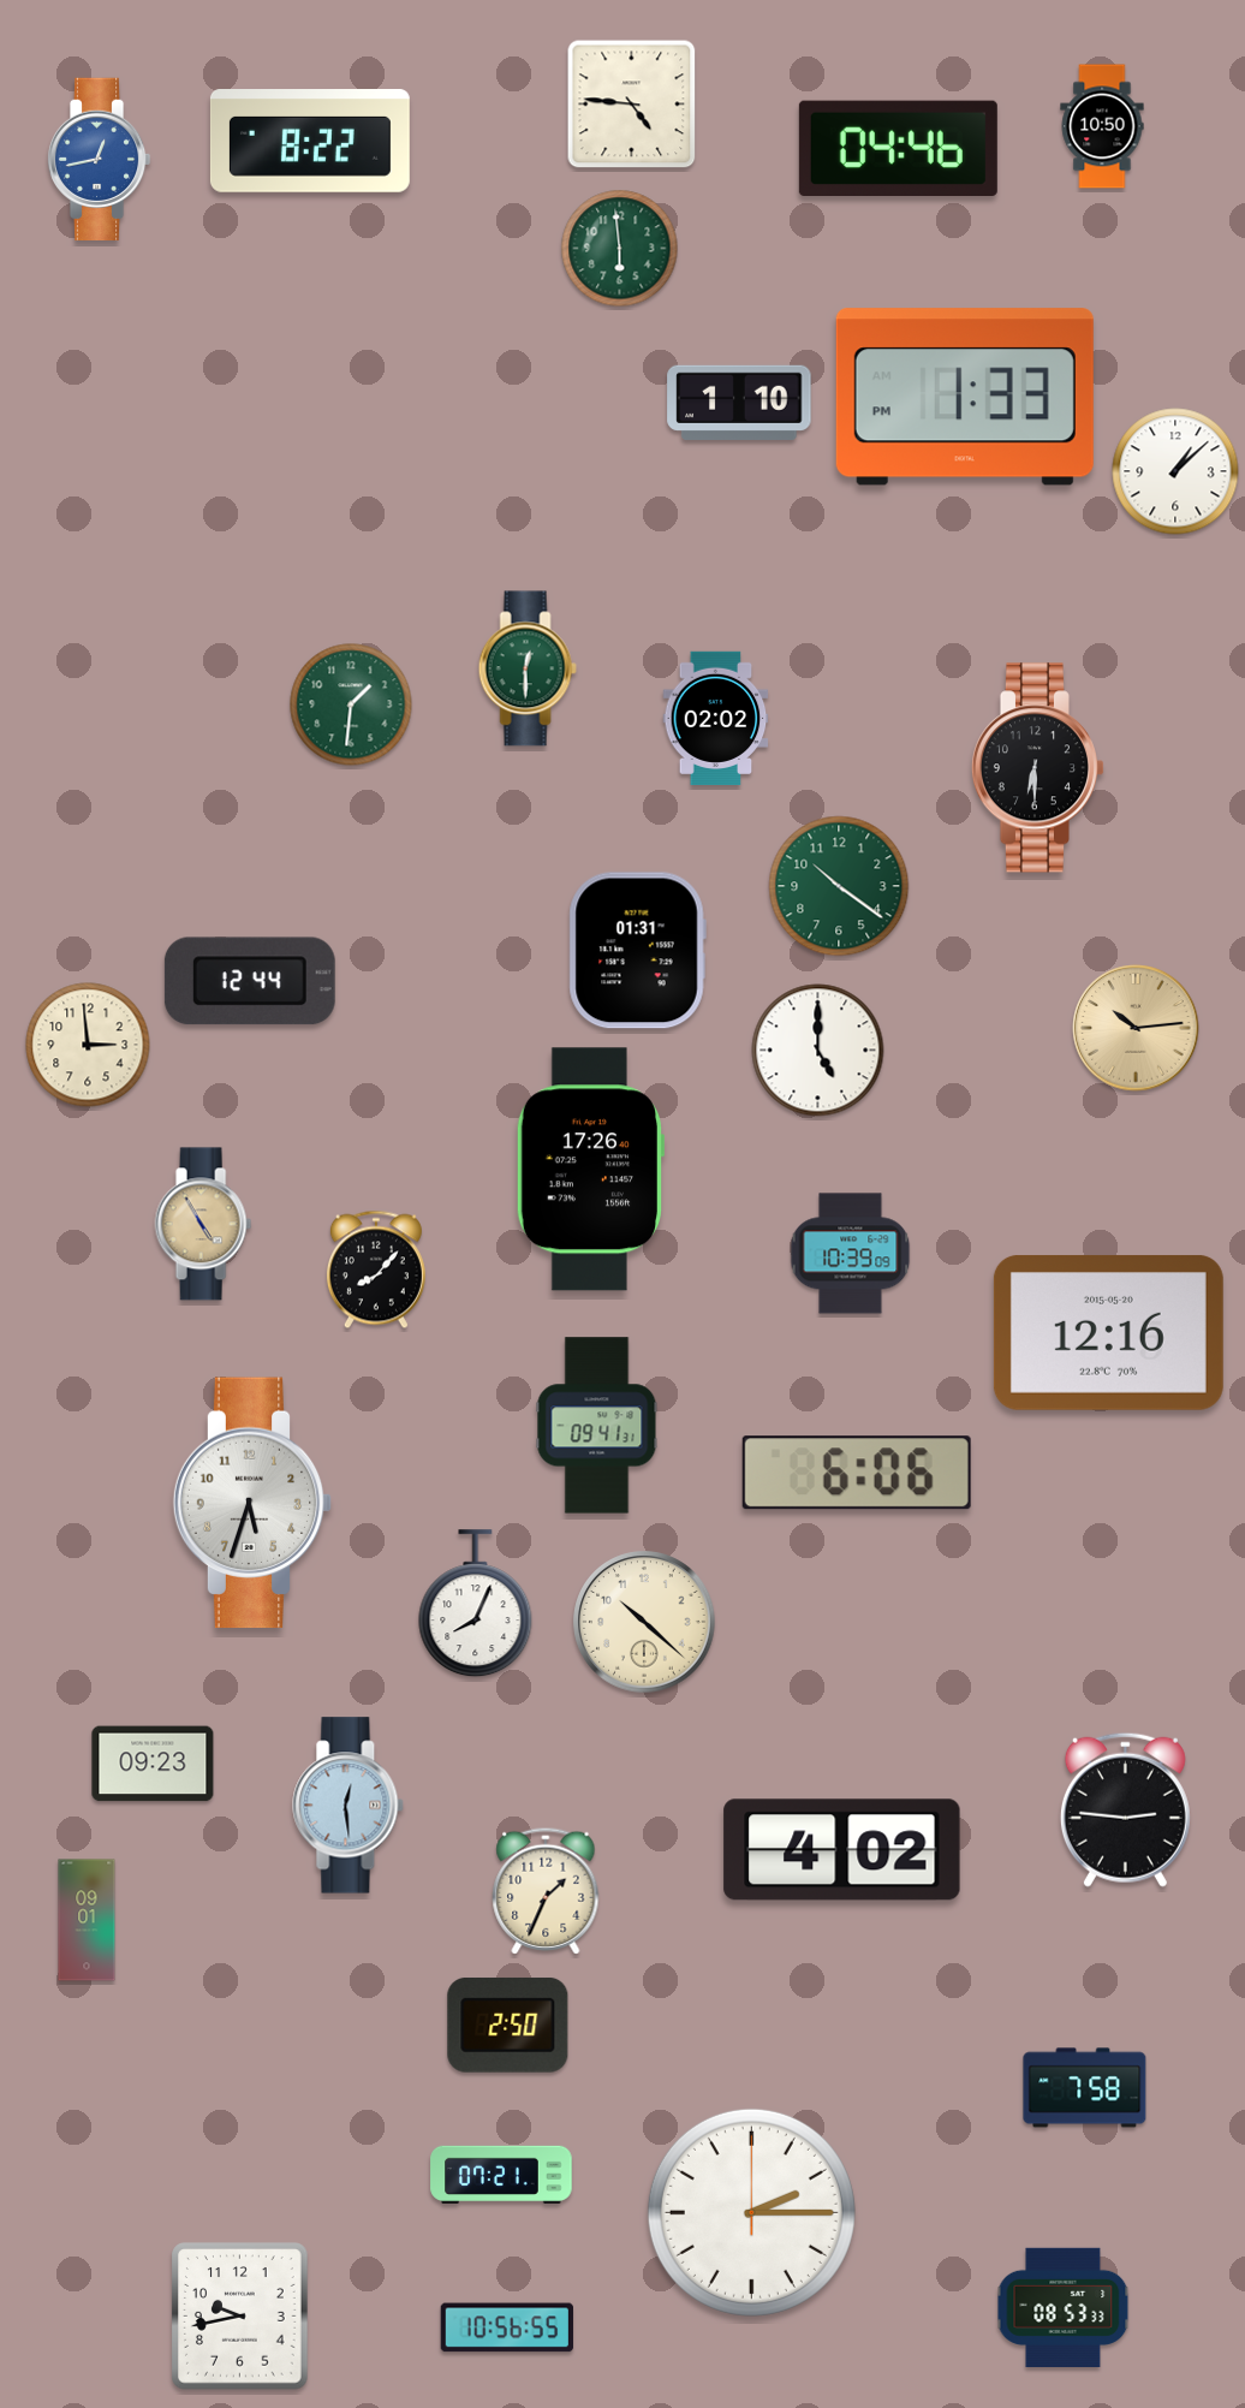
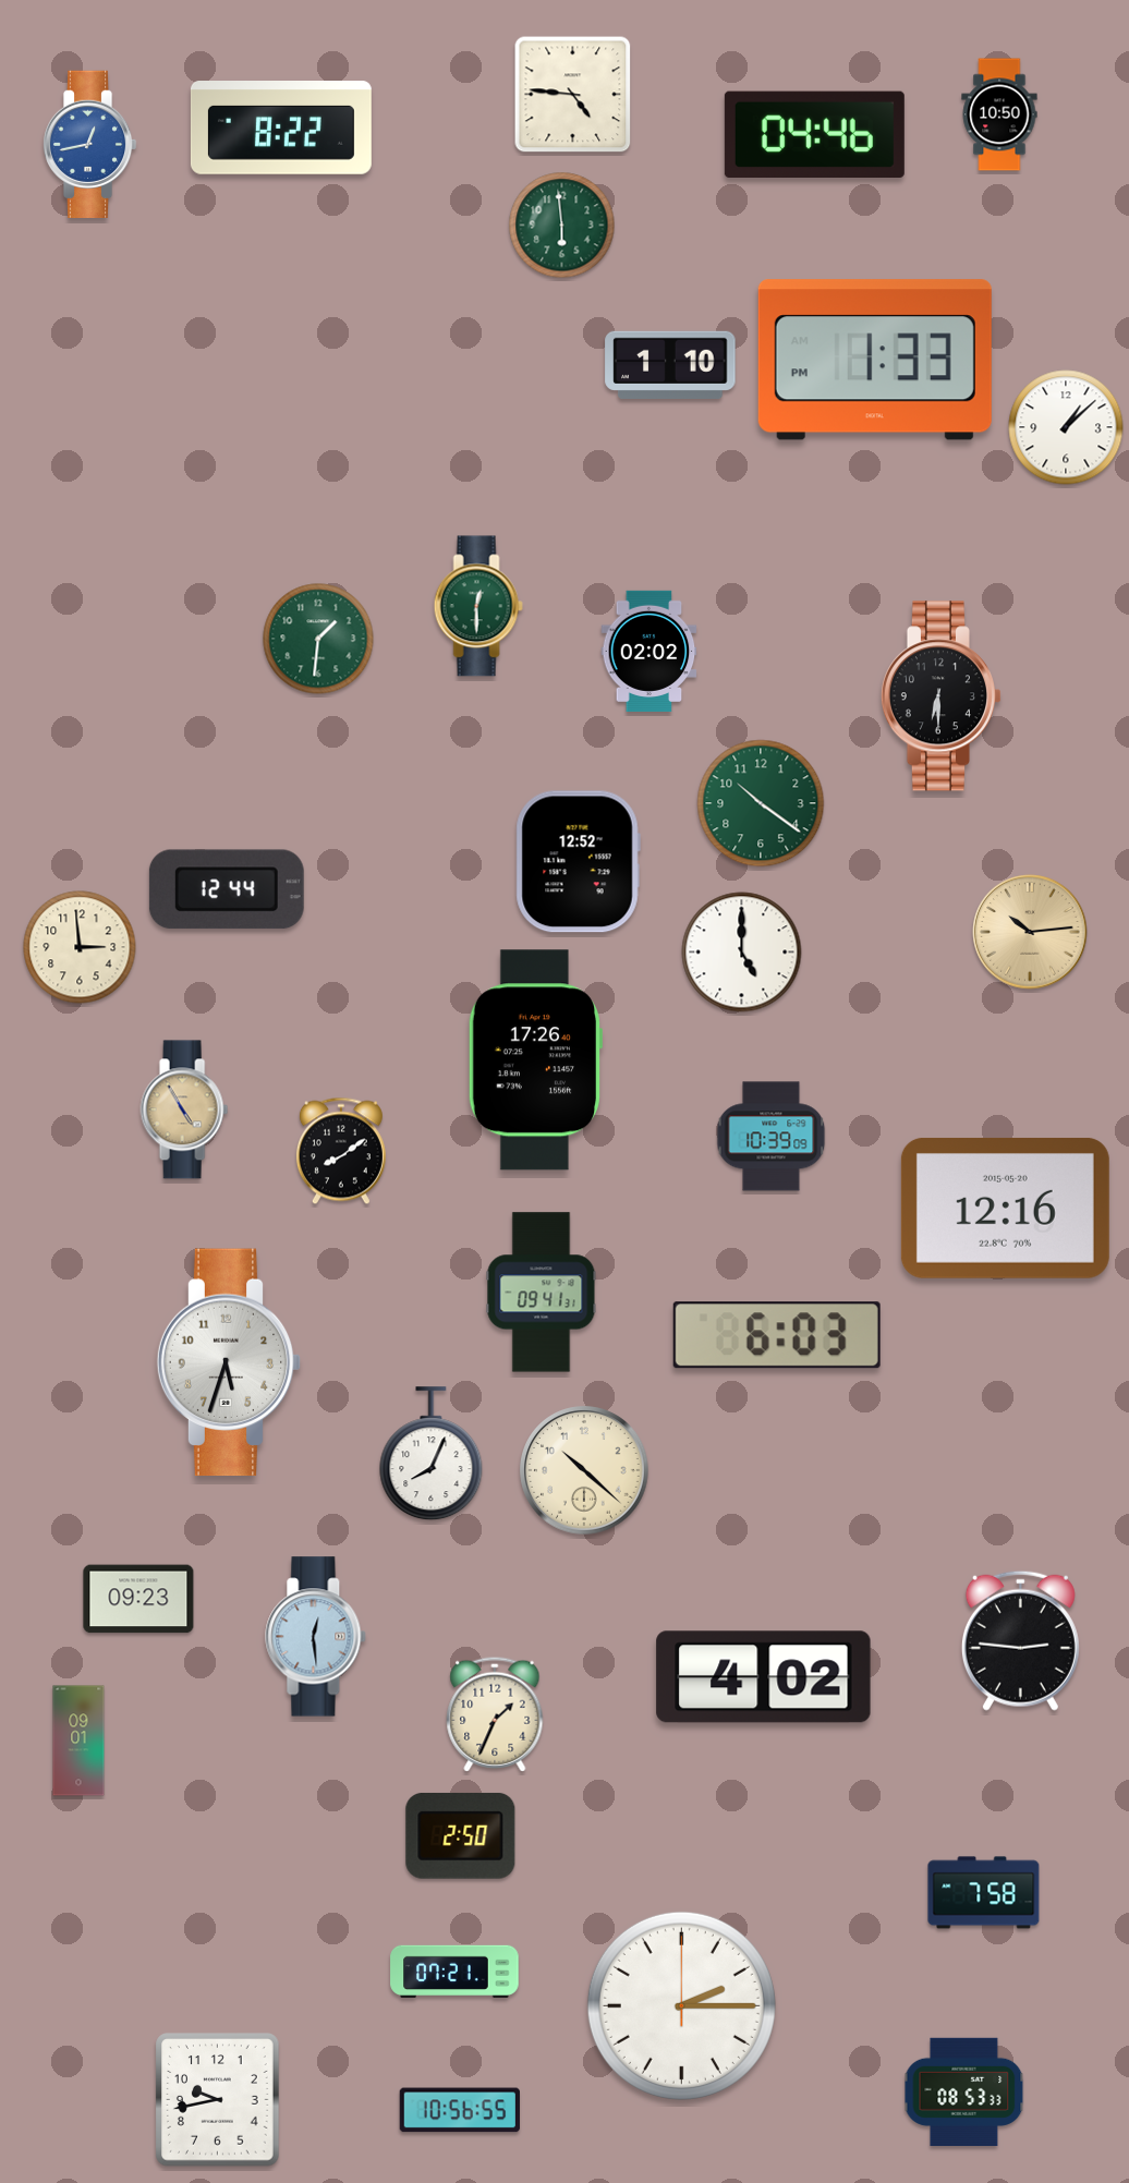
clock at (637, 951): 01:31 -> 12:52
clock at (376, 1270): 8:07 -> 8:09
clock at (857, 1473): 6:06 -> 6:03
